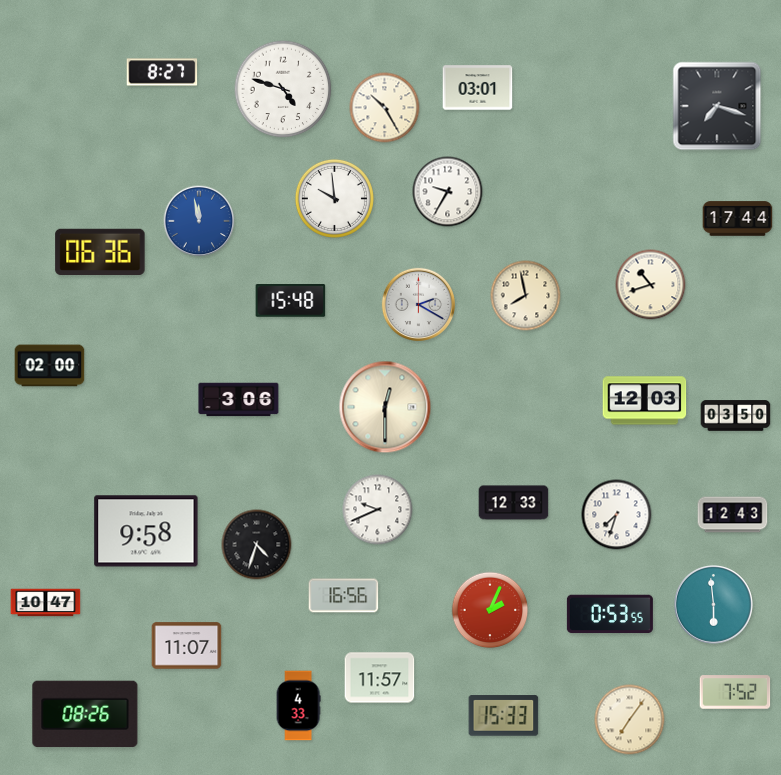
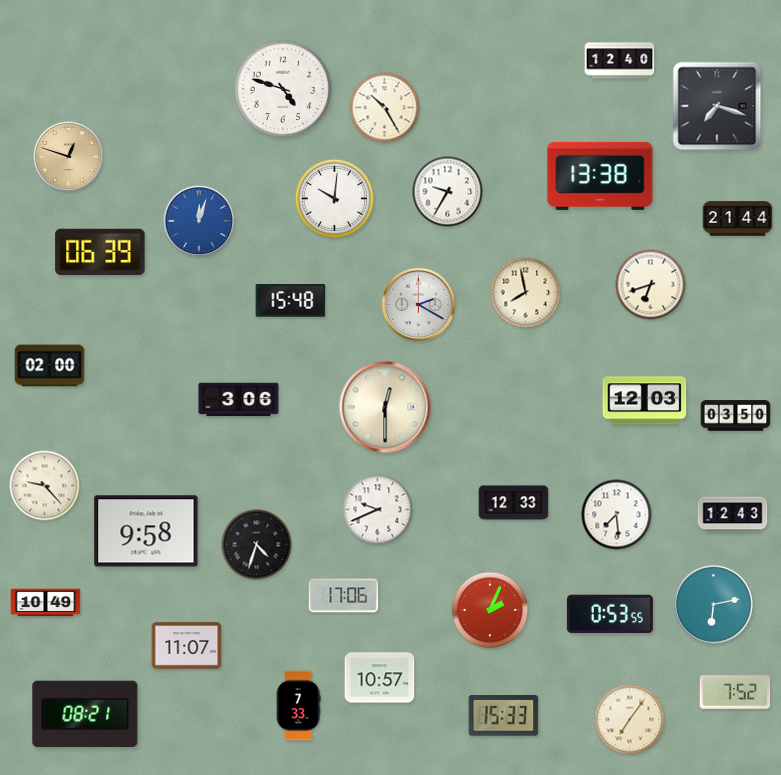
clock at (620, 61): none -> 12:40
clock at (162, 72): 8:27 -> none
clock at (478, 88): 03:01 -> none
clock at (69, 157): none -> 12:48
clock at (600, 176): none -> 13:38
clock at (334, 198): 9:59 -> 10:01
clock at (738, 219): 17:44 -> 21:44
clock at (199, 221): 11:58 -> 12:03
clock at (100, 251): 06:36 -> 06:39
clock at (651, 285): 10:42 -> 6:42
clock at (526, 296) position: (526, 296) -> (526, 293)
clock at (45, 486): none -> 9:23
clock at (617, 515): 7:33 -> 7:29
clock at (344, 596): 16:56 -> 17:06
clock at (46, 603): 10:47 -> 10:49
clock at (714, 605): 5:59 -> 6:13
clock at (380, 678): 11:57 -> 10:57
clock at (298, 706): 4:33 -> 7:33
clock at (85, 714): 08:26 -> 08:21
